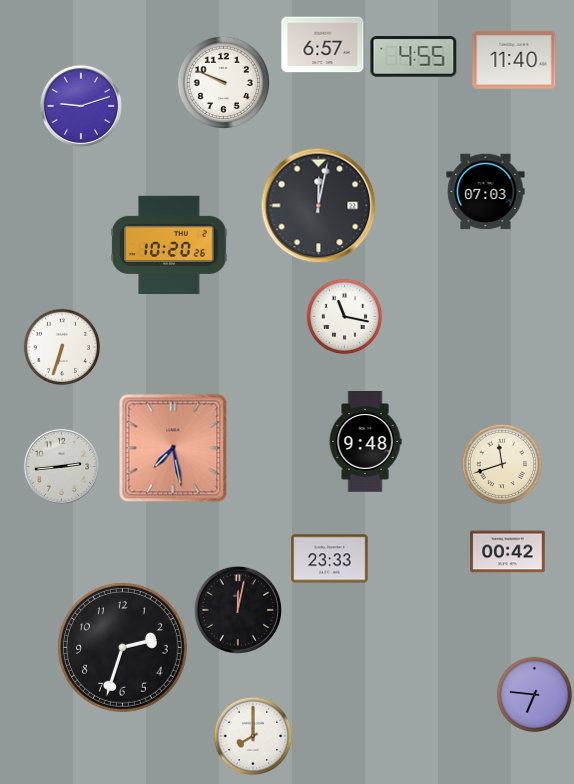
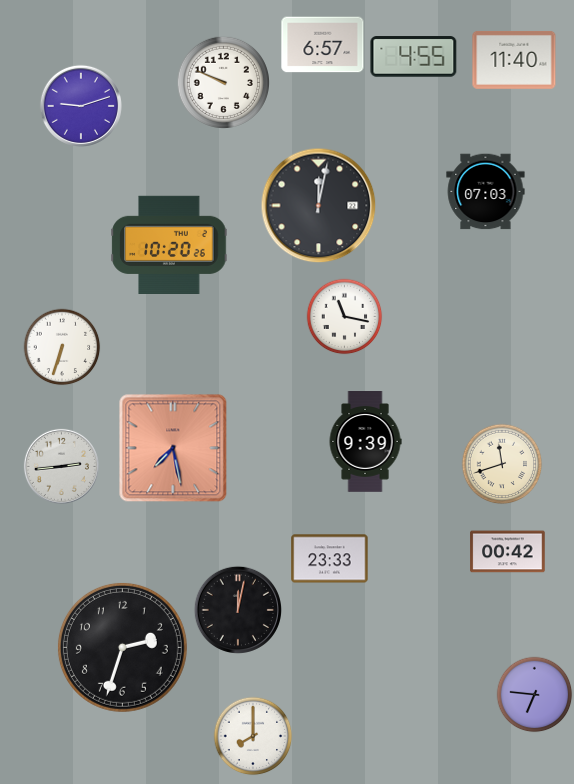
clock at (365, 442): 9:48 -> 9:39
